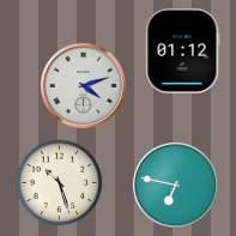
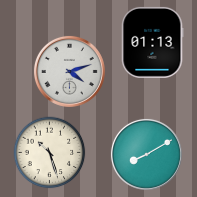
clock at (182, 50): 01:12 -> 01:13
clock at (175, 184): 6:47 -> 8:10
